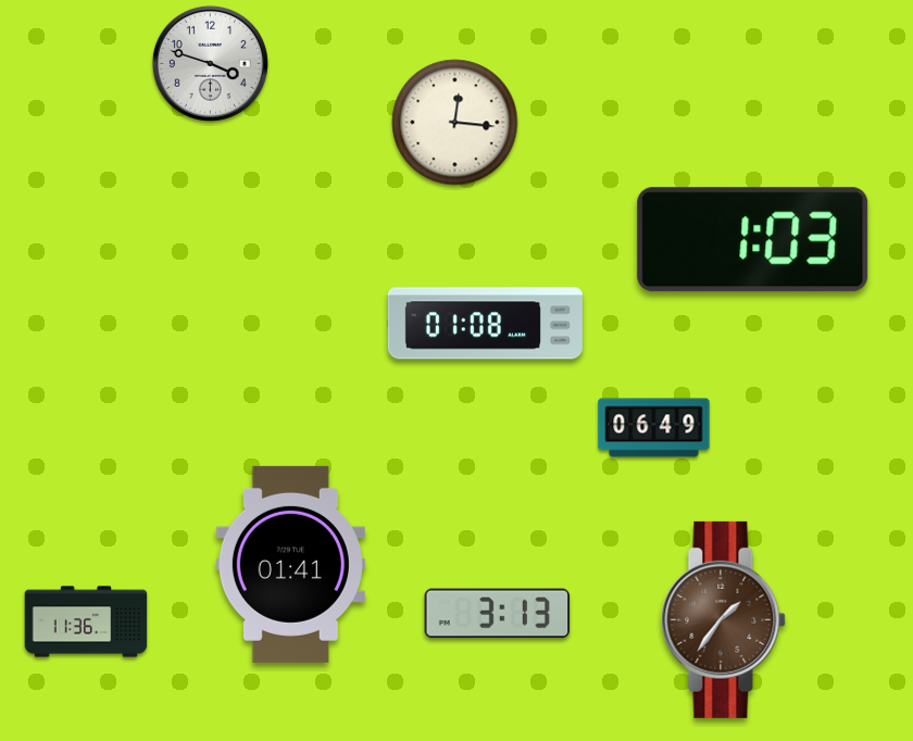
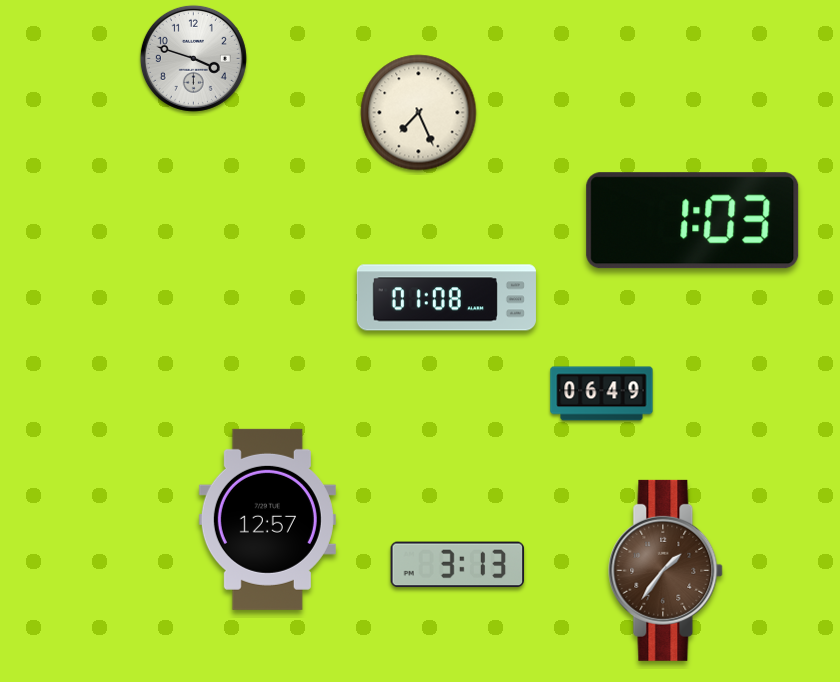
clock at (455, 123): 12:16 -> 7:26
clock at (290, 564): 01:41 -> 12:57
clock at (86, 621): 11:36 -> none
